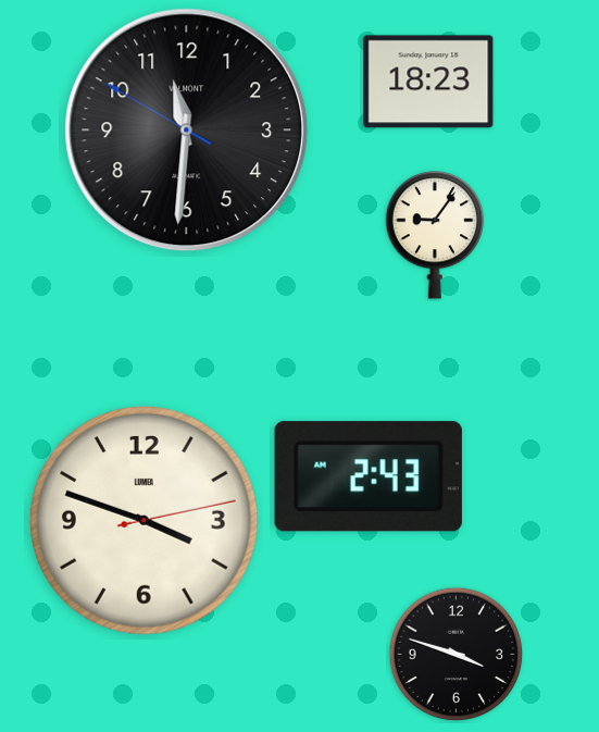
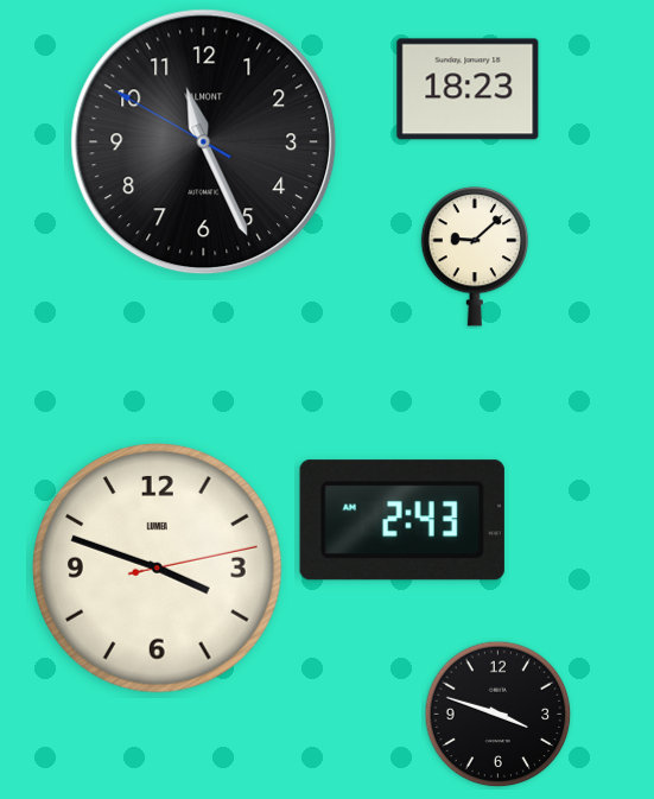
clock at (187, 131): 11:30 -> 11:25
clock at (435, 235): 9:06 -> 9:08
